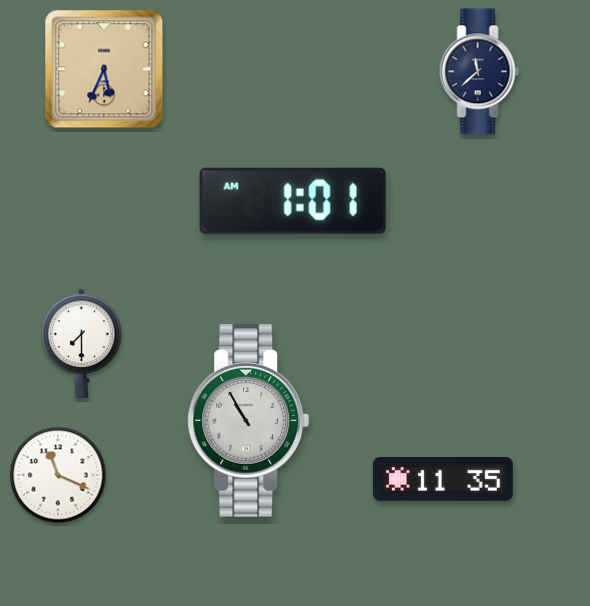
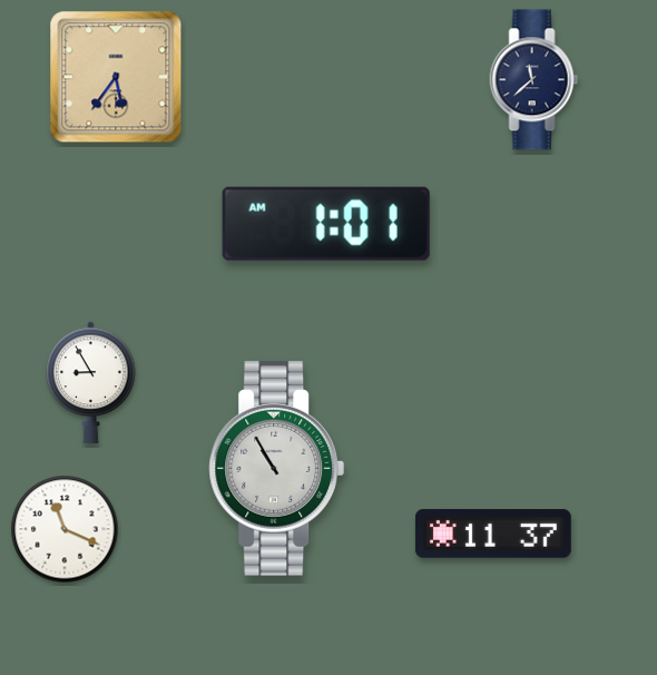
clock at (104, 69): 5:34 -> 5:36
clock at (82, 343): 7:30 -> 8:55
clock at (443, 480): 11:35 -> 11:37
